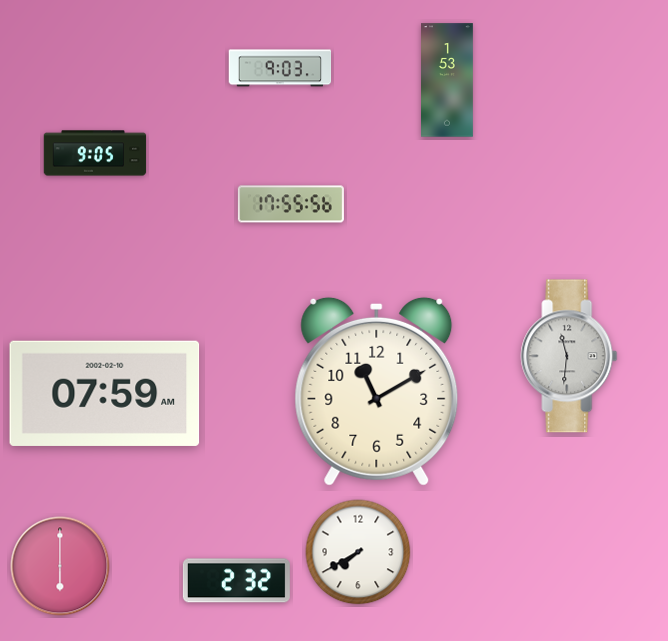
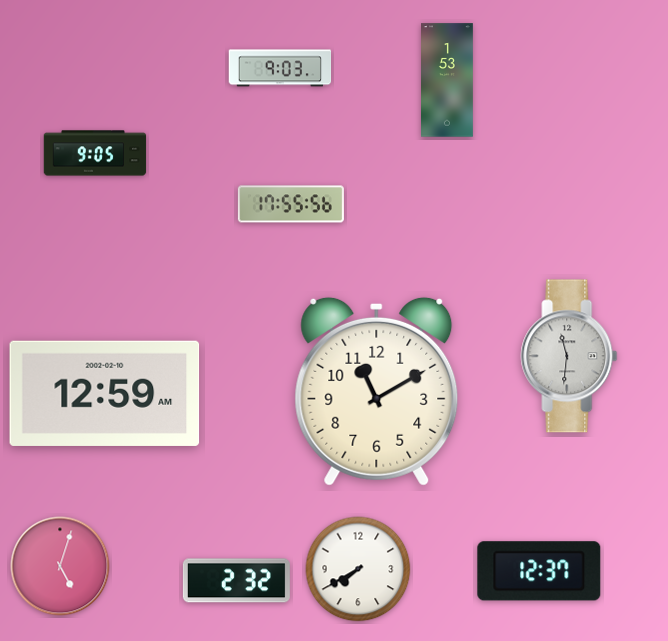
clock at (105, 393): 07:59 -> 12:59
clock at (358, 552) position: (358, 552) -> (358, 569)
clock at (60, 566): 6:00 -> 5:03
clock at (539, 571): none -> 12:37
